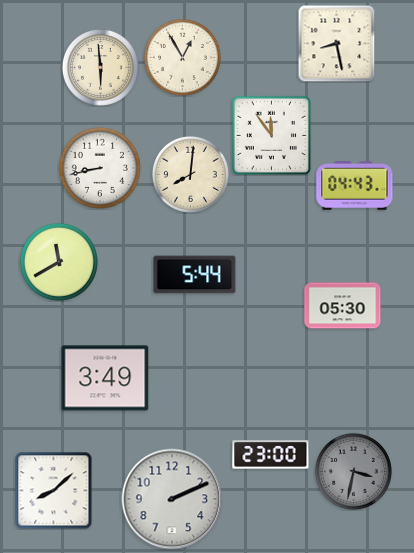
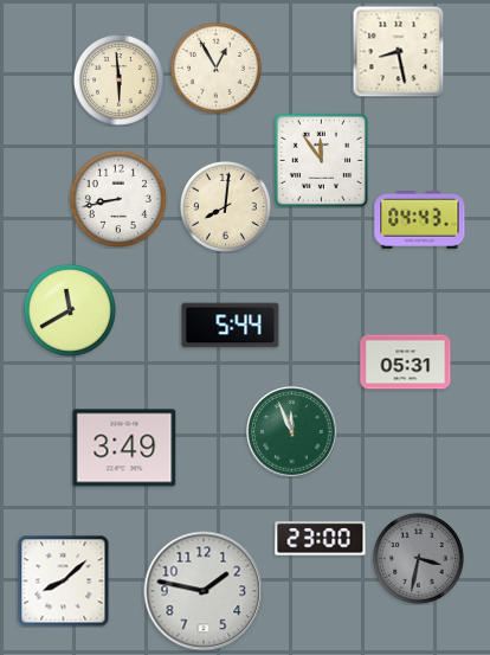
clock at (343, 306): 05:30 -> 05:31
clock at (292, 432): none -> 11:56
clock at (172, 499): 2:11 -> 1:47
